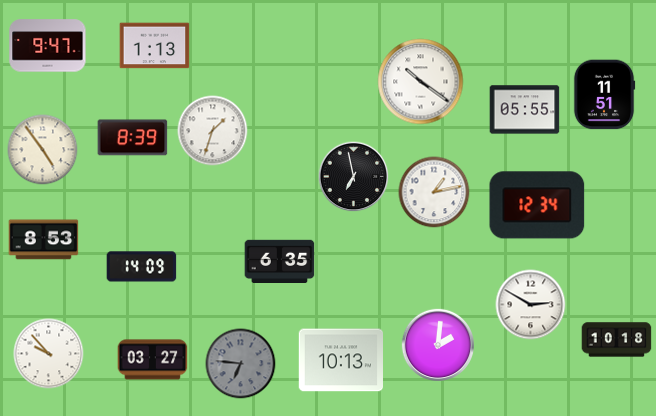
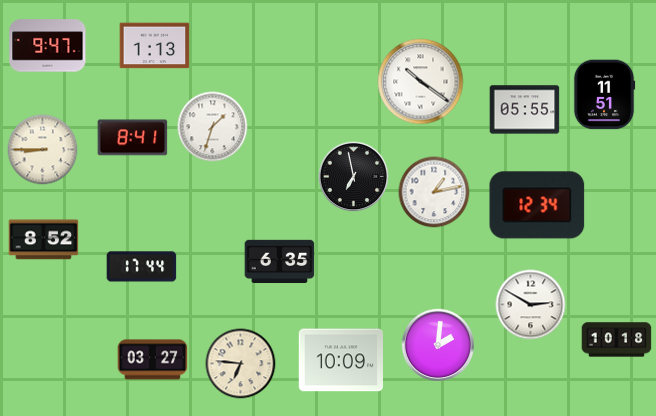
clock at (213, 131) position: (213, 131) -> (213, 127)
clock at (133, 138): 8:39 -> 8:41
clock at (43, 150): 4:54 -> 8:45
clock at (44, 240): 8:53 -> 8:52
clock at (142, 267): 14:09 -> 17:44
clock at (49, 354): 9:53 -> none
clock at (340, 360): 10:13 -> 10:09
clock at (241, 364) dial: grey -> cream
